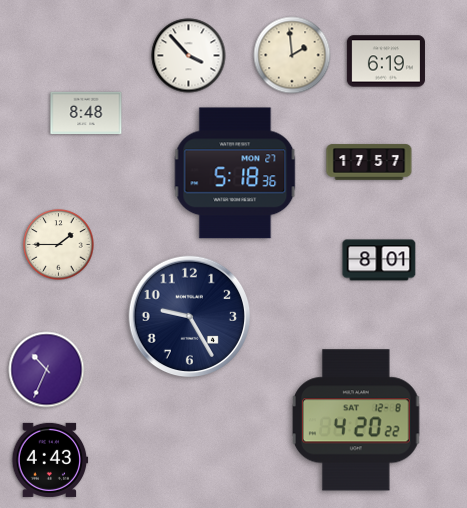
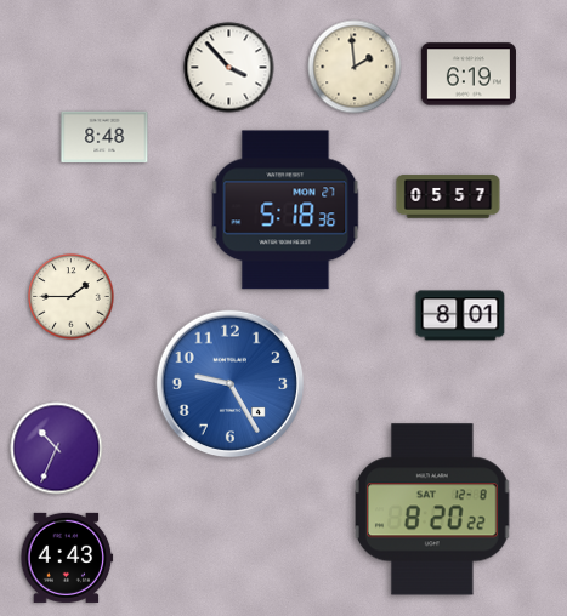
clock at (369, 162): 17:57 -> 05:57
clock at (190, 317) dial: navy -> blue
clock at (356, 420): 4:20 -> 8:20
clock at (50, 460) position: (50, 460) -> (67, 558)
